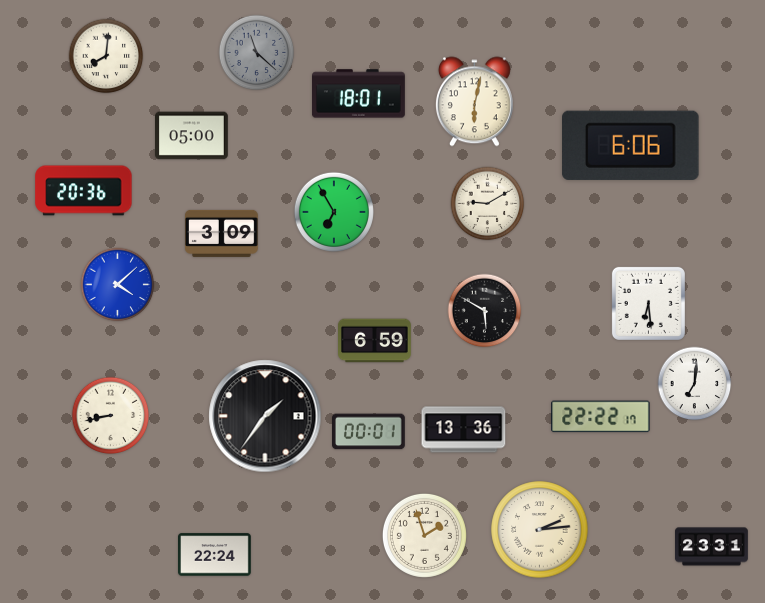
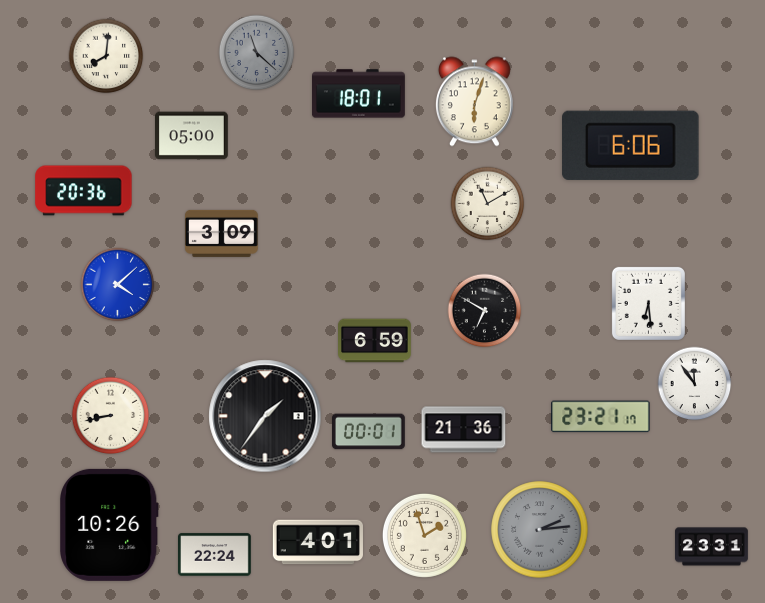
clock at (474, 102): 6:02 -> 6:03
clock at (488, 204): 9:10 -> 11:10
clock at (334, 212): 6:55 -> none
clock at (485, 311): 5:50 -> 6:50
clock at (695, 384): 7:01 -> 11:54
clock at (601, 417): 22:22 -> 23:21
clock at (464, 430): 13:36 -> 21:36
clock at (110, 525): none -> 10:26
clock at (540, 530) dial: cream -> grey
clock at (318, 542): none -> 4:01
